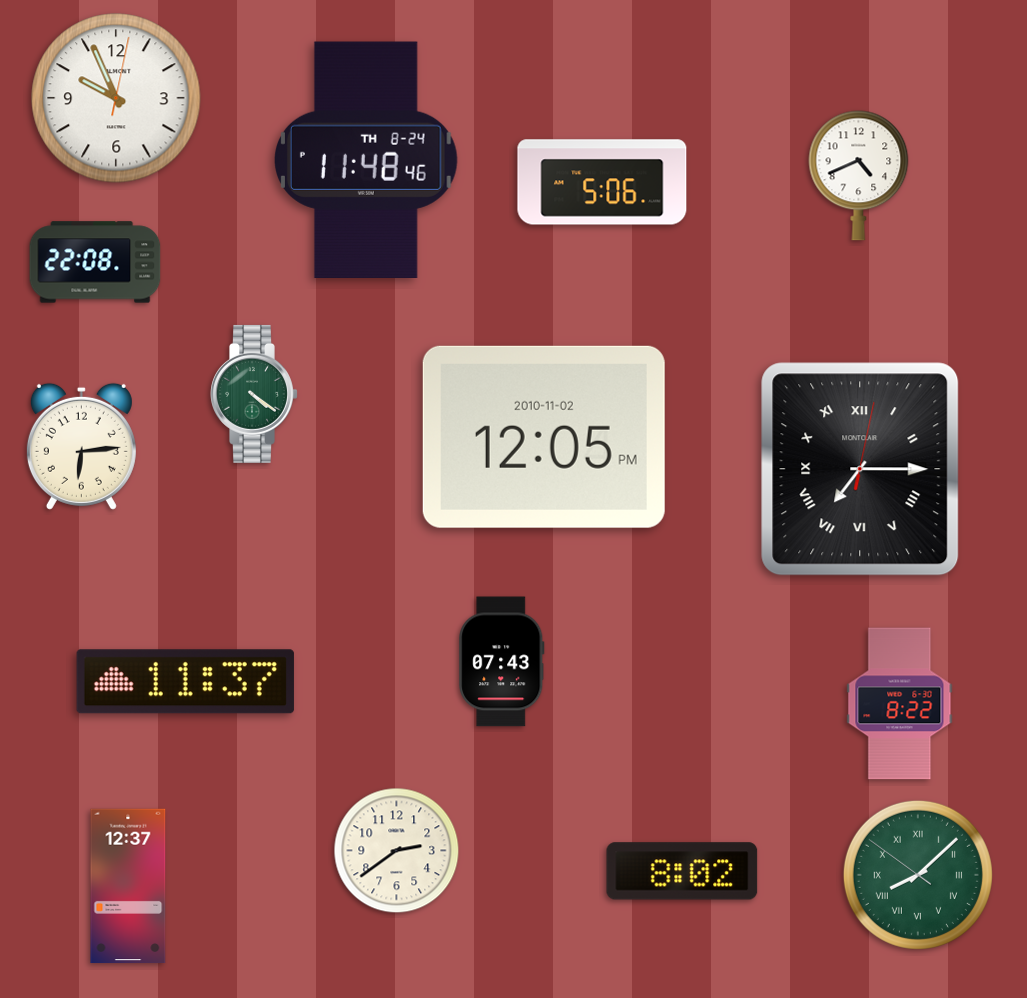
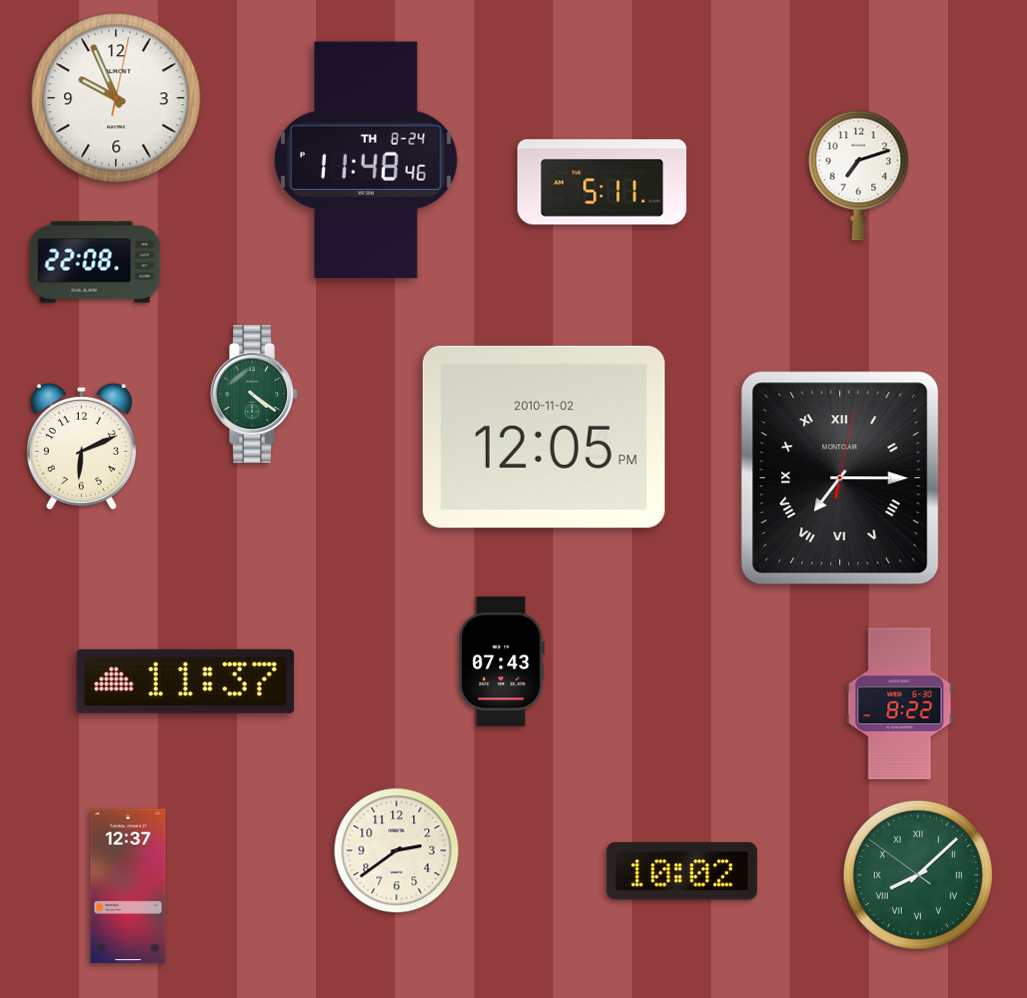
clock at (859, 176): 4:41 -> 7:12
clock at (602, 182): 5:06 -> 5:11
clock at (81, 446): 6:14 -> 6:11
clock at (860, 469) position: (860, 469) -> (840, 478)
clock at (682, 871): 8:02 -> 10:02
